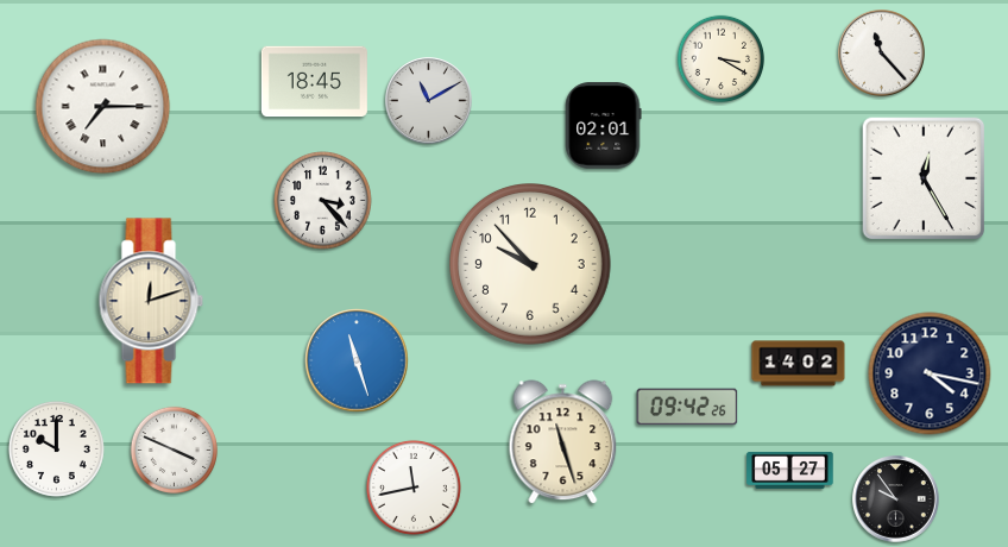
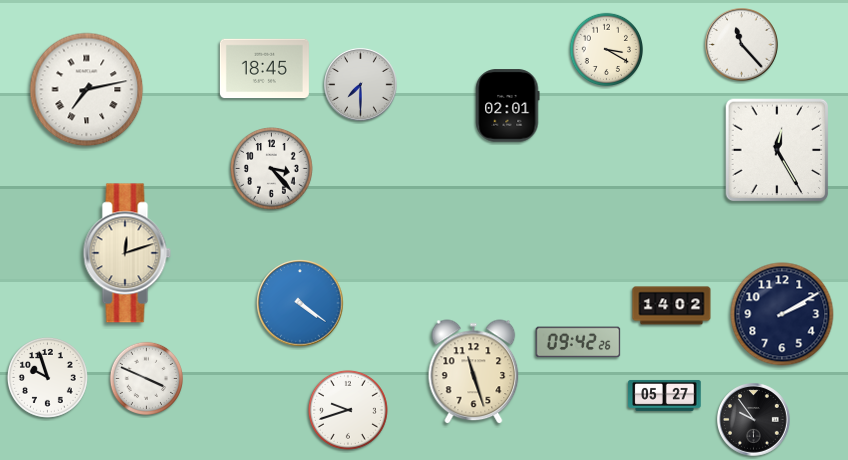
clock at (429, 101): 11:10 -> 7:30
clock at (103, 107): 7:15 -> 7:13
clock at (531, 265): 9:53 -> none
clock at (357, 360): 11:27 -> 4:21
clock at (930, 373): 4:17 -> 2:10
clock at (56, 448): 10:00 -> 9:57
clock at (414, 488): 11:43 -> 9:42
